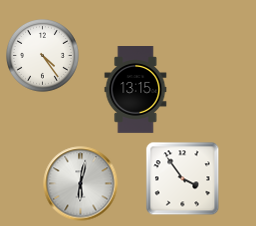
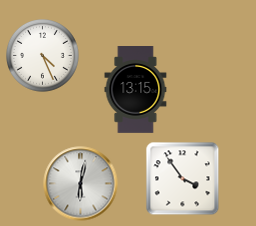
clock at (43, 56): 4:24 -> 4:26
